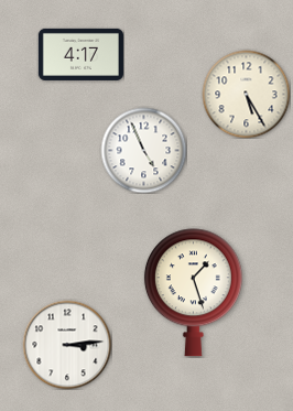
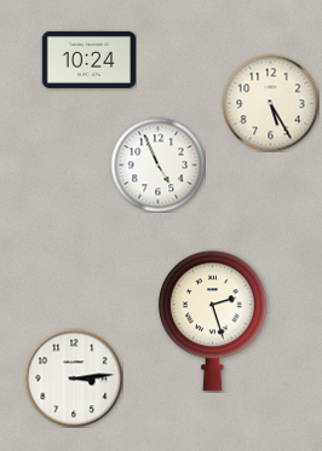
clock at (80, 54): 4:17 -> 10:24
clock at (193, 293): 1:27 -> 2:27
